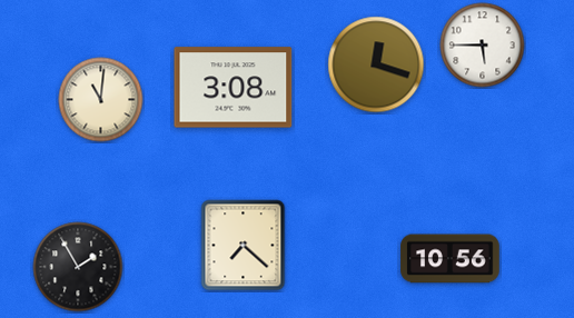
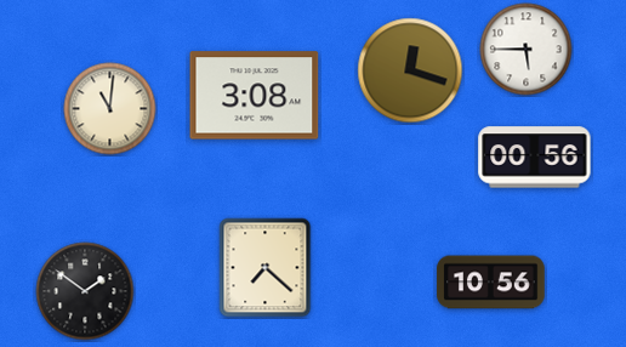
clock at (535, 158): none -> 00:56
clock at (78, 267): 1:55 -> 1:51
